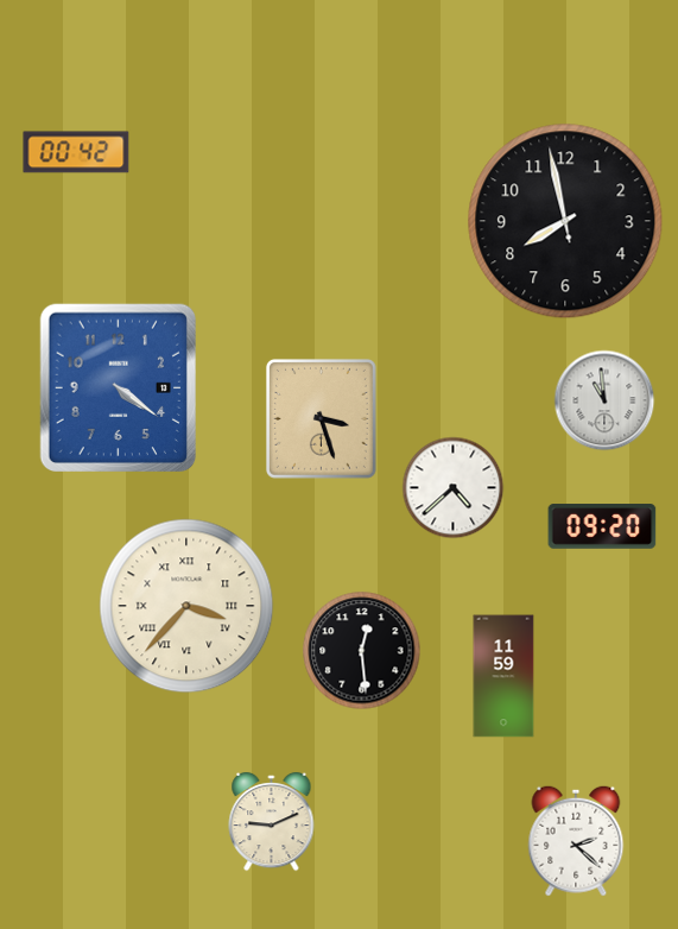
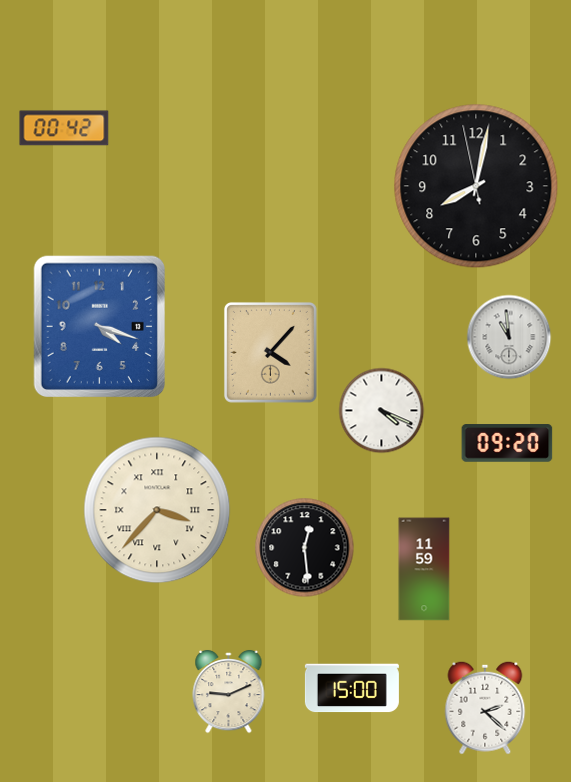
clock at (565, 221): 7:57 -> 8:01
clock at (118, 388): 4:21 -> 4:18
clock at (321, 418): 3:27 -> 4:07
clock at (454, 488): 4:38 -> 4:19
clock at (352, 688): none -> 15:00
